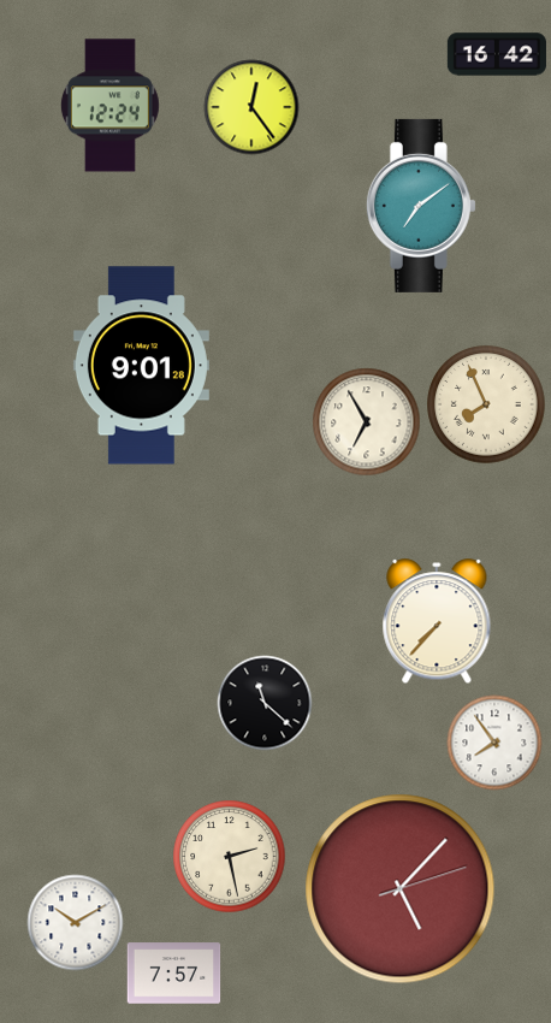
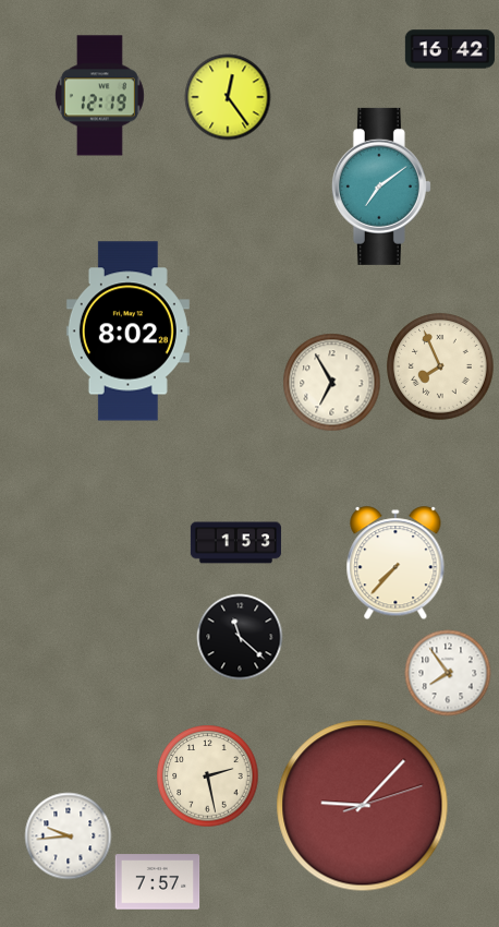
clock at (109, 106): 12:24 -> 12:19
clock at (141, 366): 9:01 -> 8:02
clock at (235, 543): none -> 1:53
clock at (401, 889): 5:07 -> 9:07
clock at (75, 922): 10:10 -> 9:44
